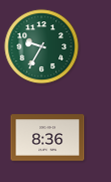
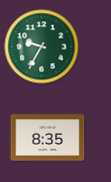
clock at (48, 138): 8:36 -> 8:35
